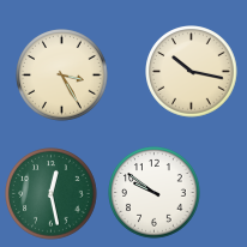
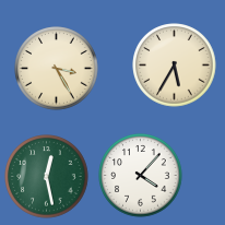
clock at (192, 72): 10:17 -> 5:35
clock at (155, 193): 9:51 -> 4:07
